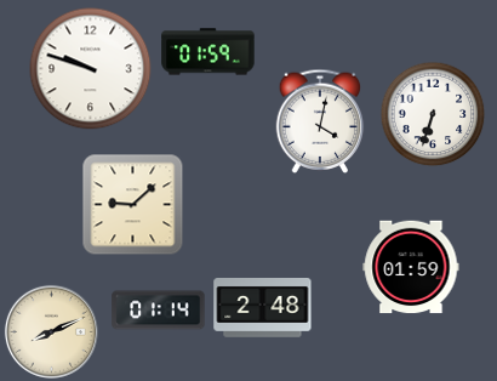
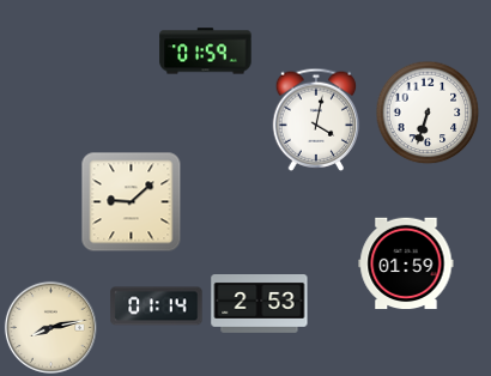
clock at (91, 69): 9:48 -> none
clock at (263, 308): 2:48 -> 2:53
clock at (51, 331): 8:11 -> 8:13
